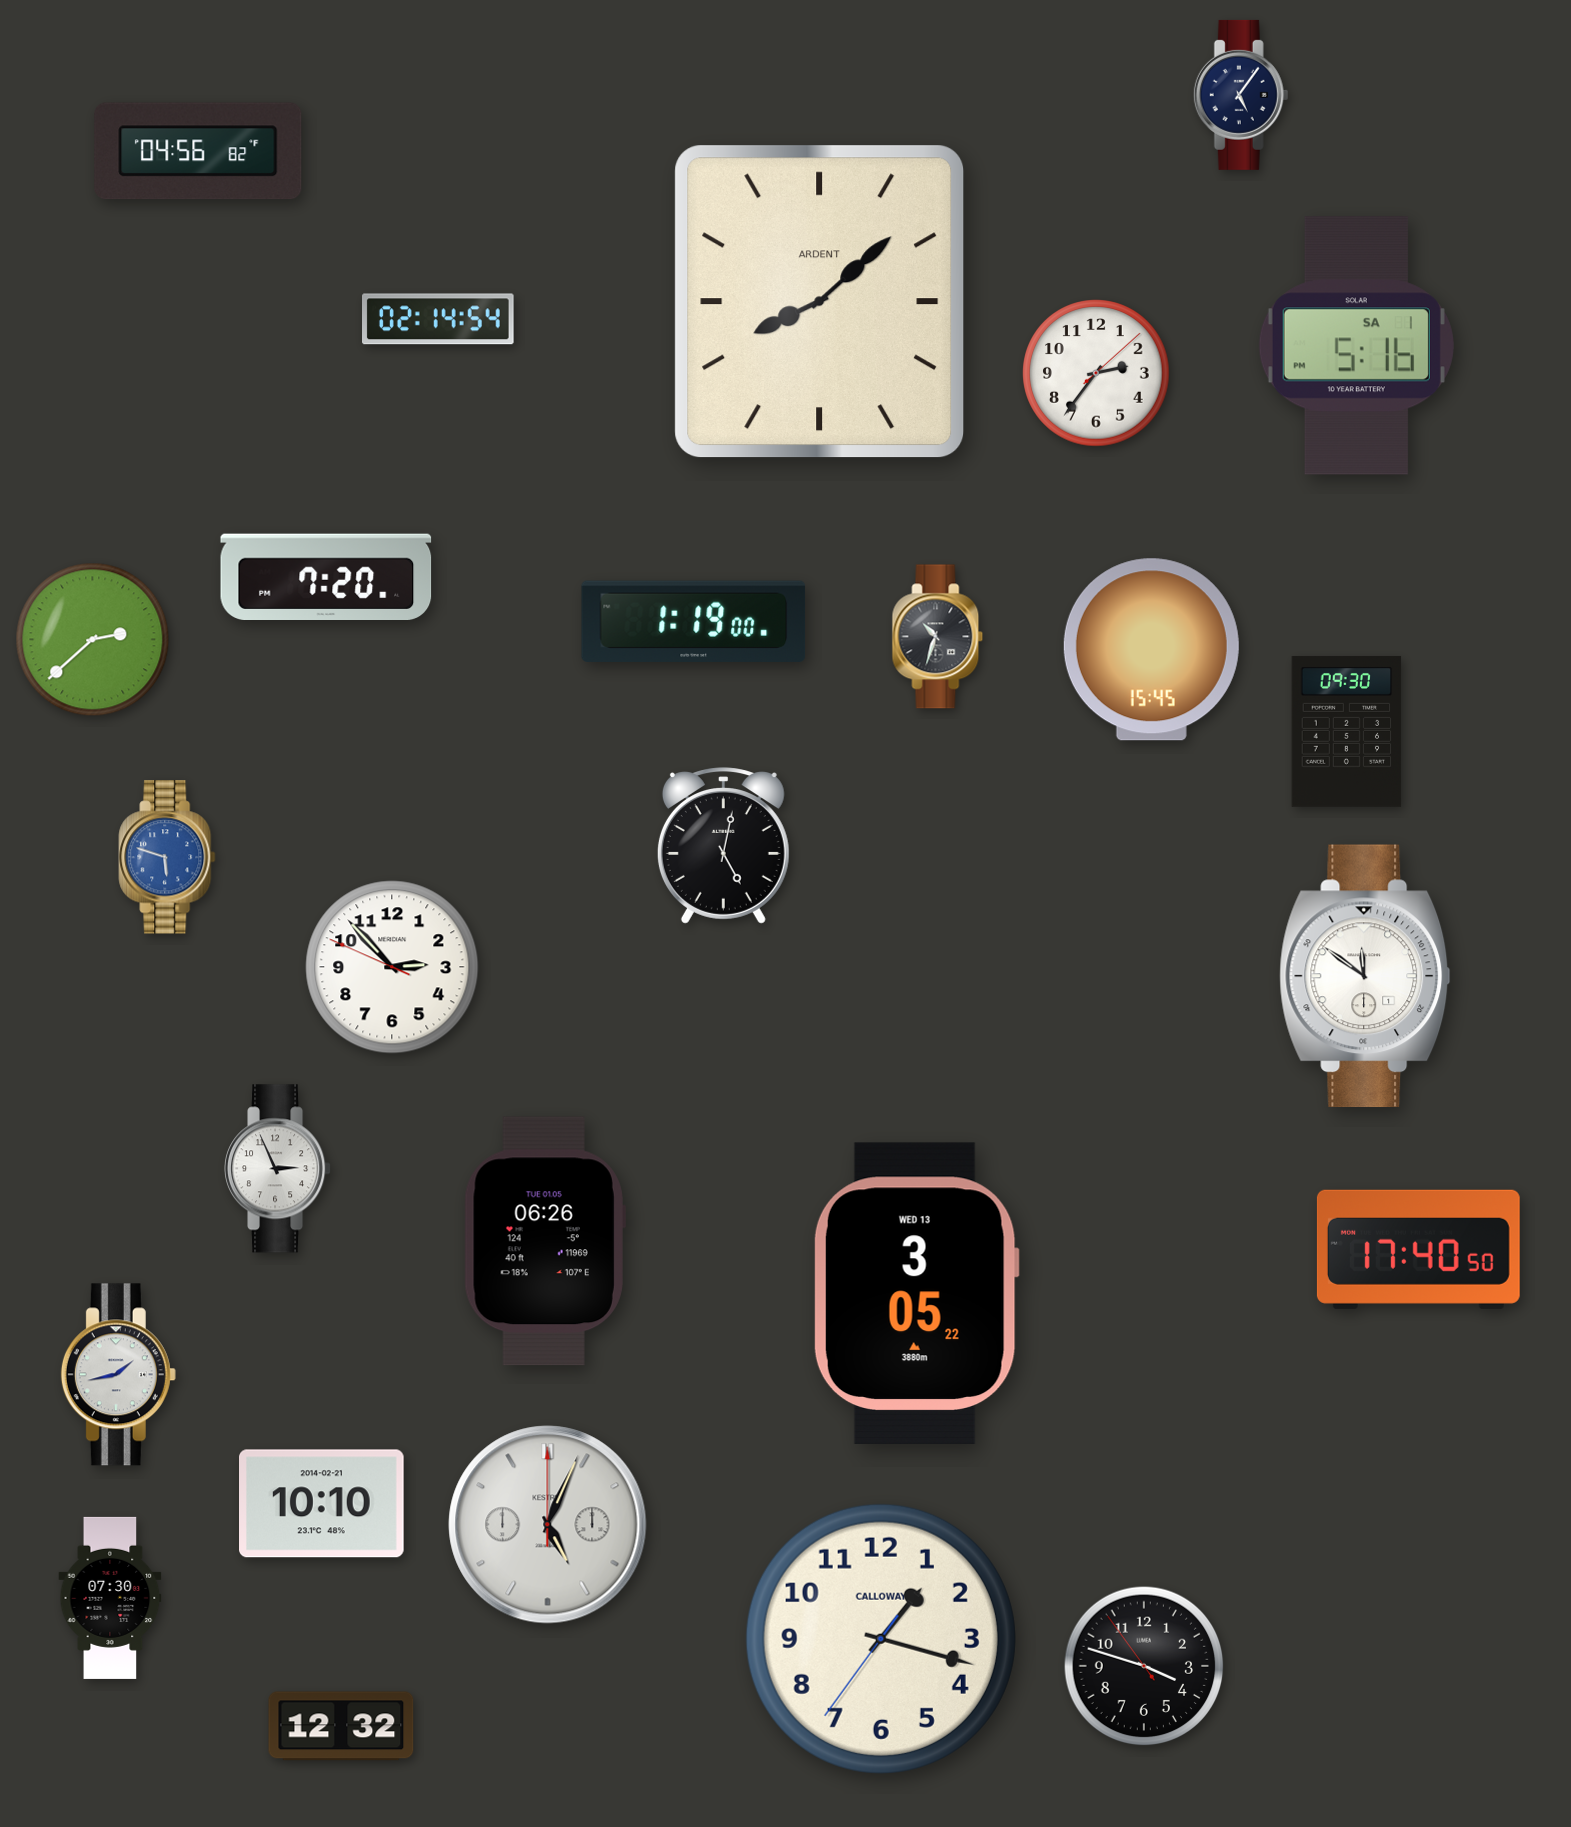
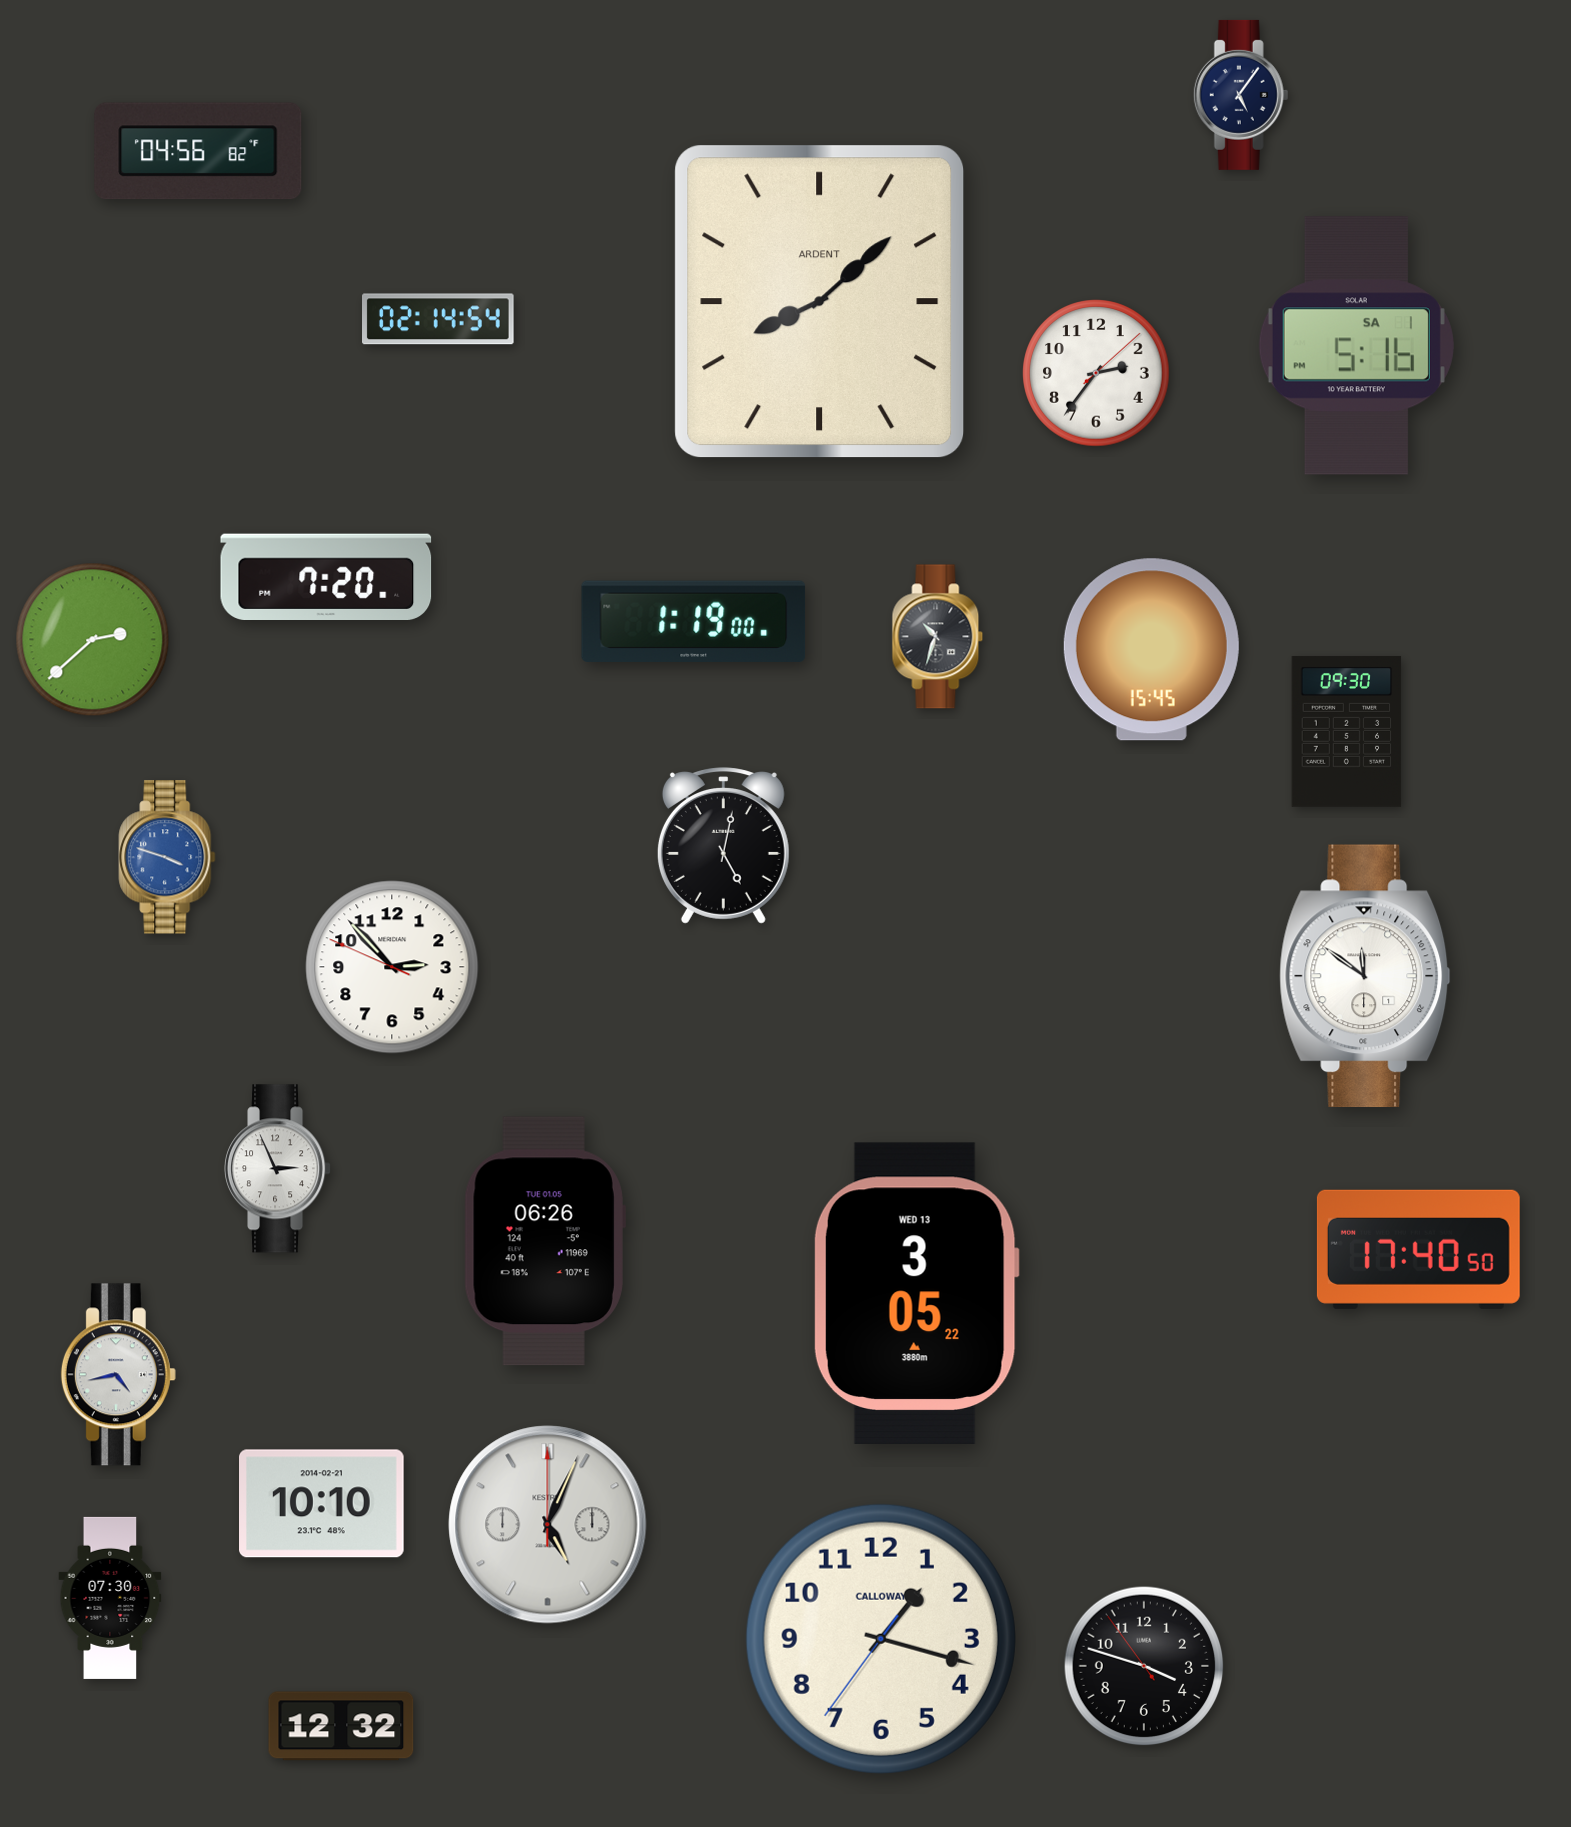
clock at (167, 857): 5:48 -> 3:48
clock at (118, 1375): 1:43 -> 4:43
